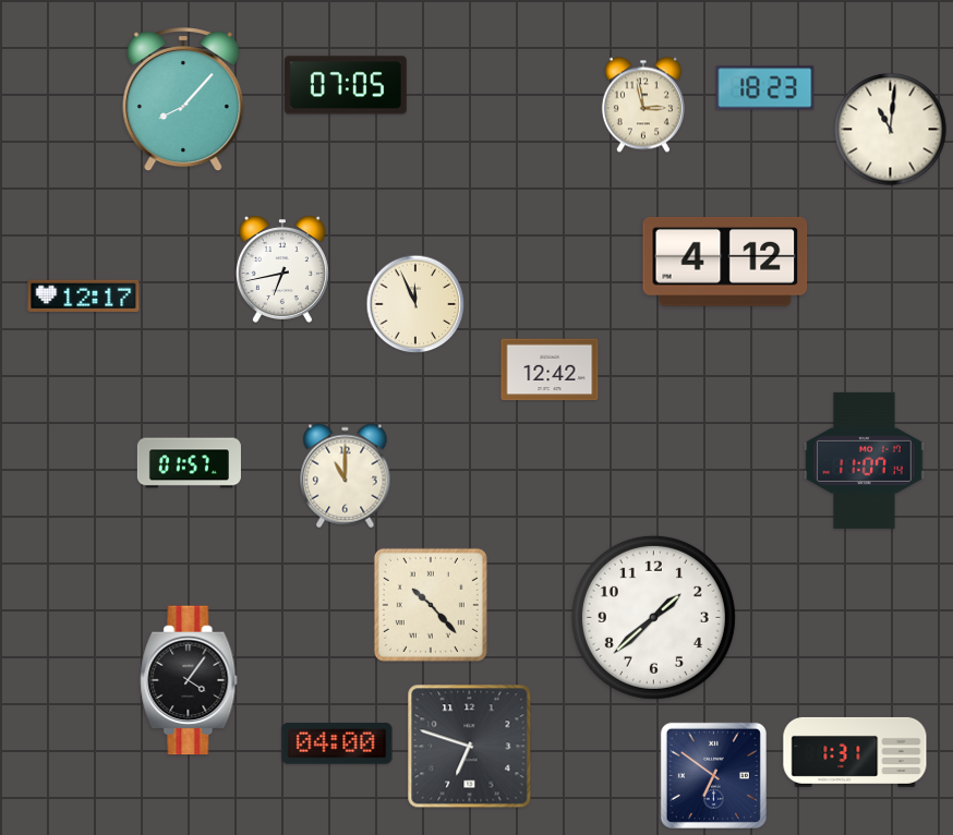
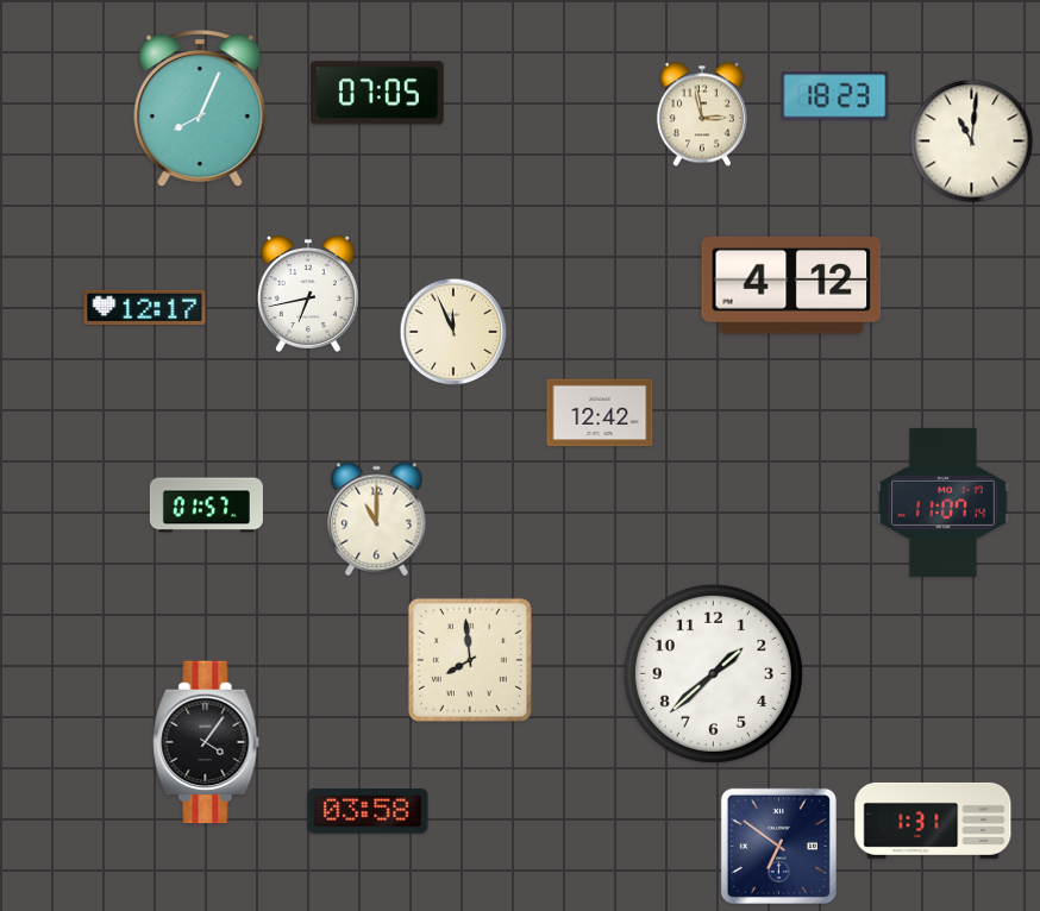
clock at (183, 100): 8:07 -> 8:04
clock at (84, 295) position: (84, 295) -> (145, 307)
clock at (550, 370) position: (550, 370) -> (600, 413)
clock at (431, 605): 10:23 -> 7:59
clock at (337, 745): 04:00 -> 03:58
clock at (470, 747): 6:48 -> none
